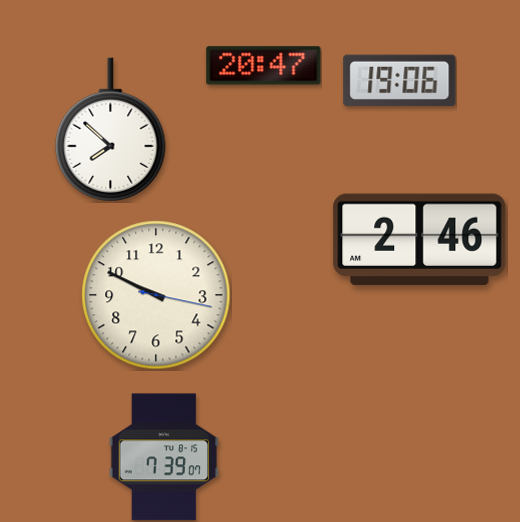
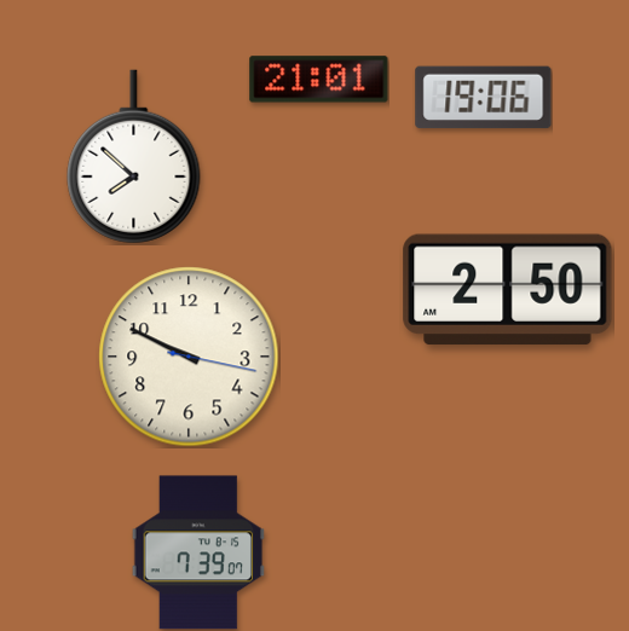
clock at (264, 66): 20:47 -> 21:01
clock at (420, 240): 2:46 -> 2:50
